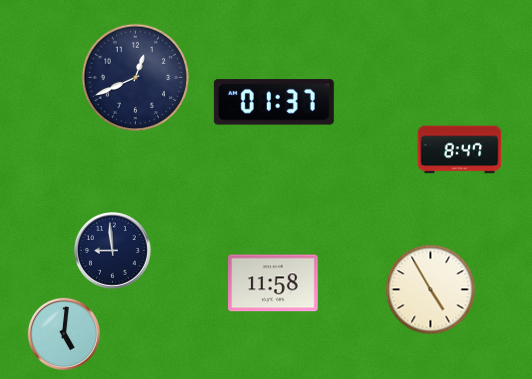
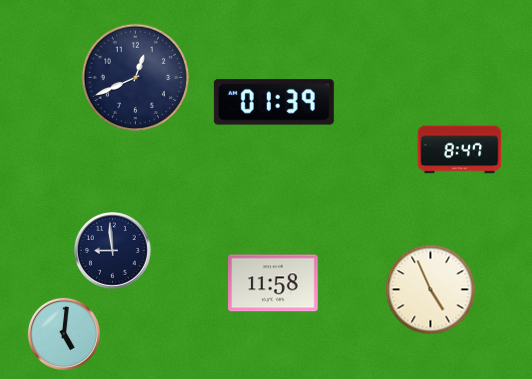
clock at (274, 102): 01:37 -> 01:39
clock at (431, 290): 4:55 -> 4:56
